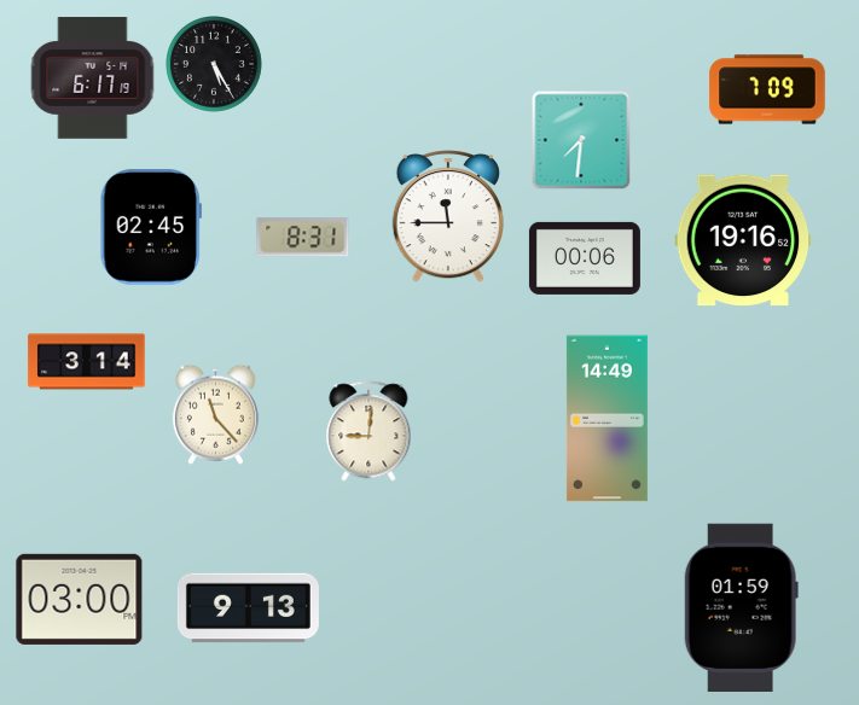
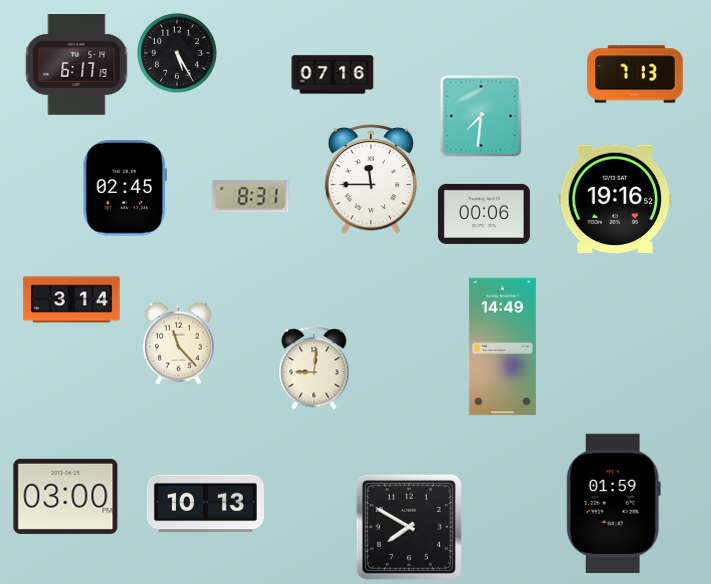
clock at (767, 89): 7:09 -> 7:13
clock at (333, 75): none -> 07:16
clock at (368, 431) position: (368, 431) -> (314, 368)
clock at (248, 608): 9:13 -> 10:13
clock at (409, 527): none -> 7:50
